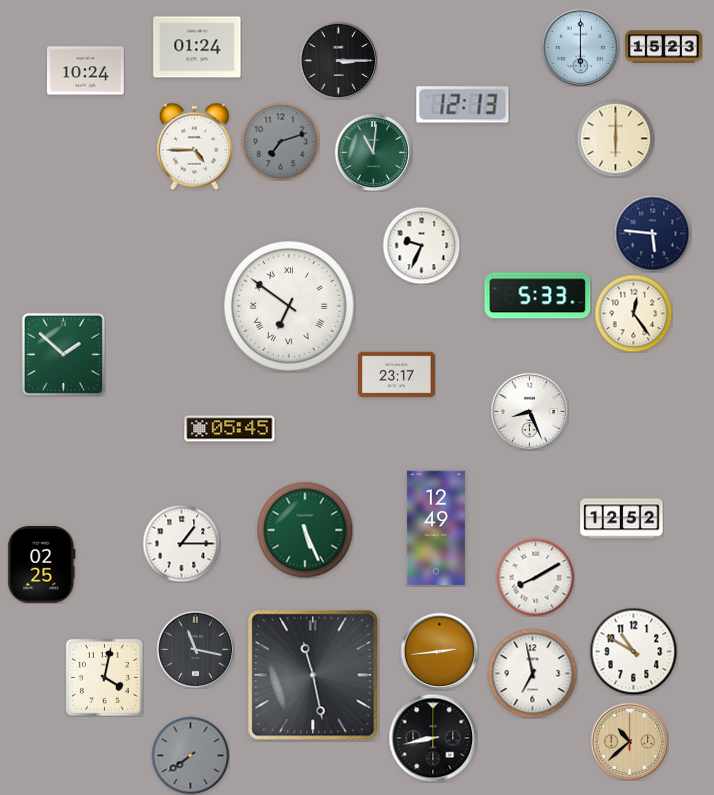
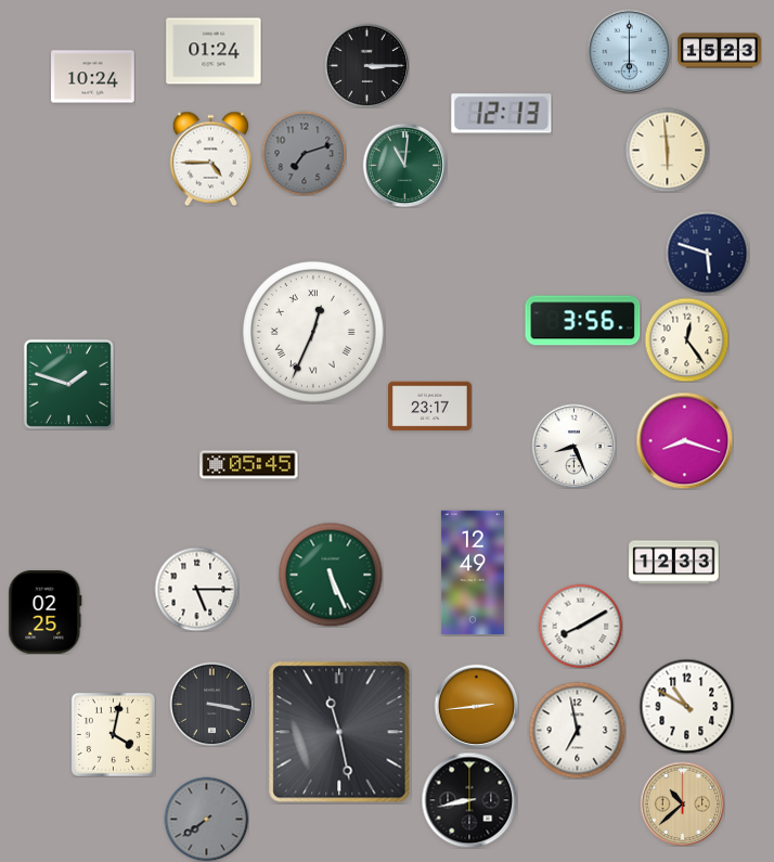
clock at (615, 138): 6:00 -> 5:59
clock at (652, 233): 5:46 -> 5:48
clock at (421, 245): 9:34 -> none
clock at (538, 296): 5:33 -> 3:56
clock at (290, 307): 6:51 -> 12:34
clock at (63, 354): 1:52 -> 1:48
clock at (684, 440): none -> 8:18
clock at (622, 519): 12:52 -> 12:33
clock at (181, 543): 1:15 -> 5:15
clock at (195, 649): 11:17 -> 3:17
